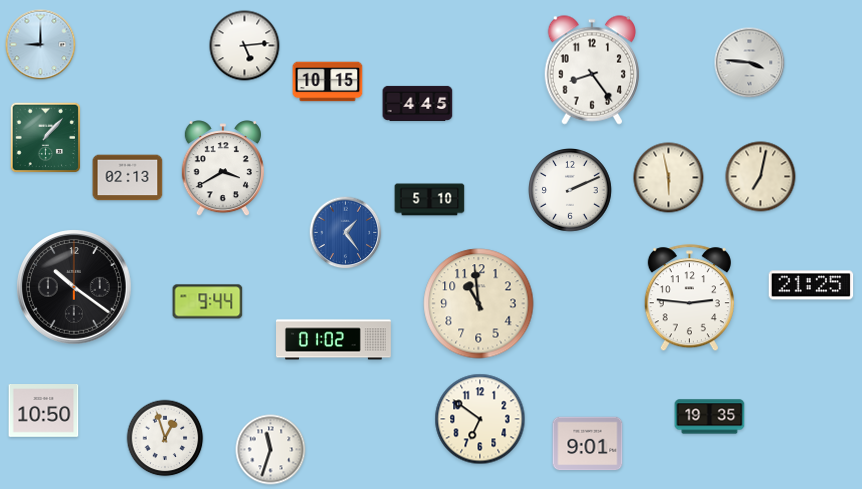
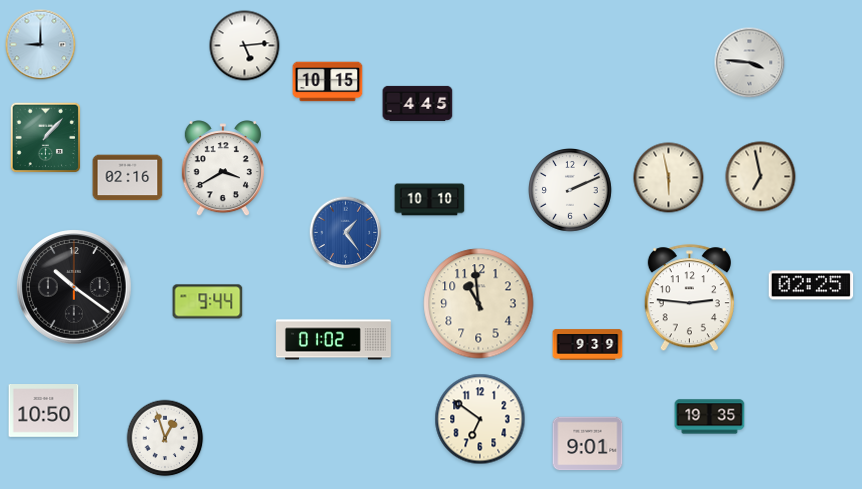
clock at (592, 70): 8:24 -> none
clock at (761, 177): 7:02 -> 6:58
clock at (128, 178): 02:13 -> 02:16
clock at (430, 200): 5:10 -> 10:10
clock at (811, 285): 21:25 -> 02:25
clock at (588, 345): none -> 9:39
clock at (271, 450): 11:33 -> none
